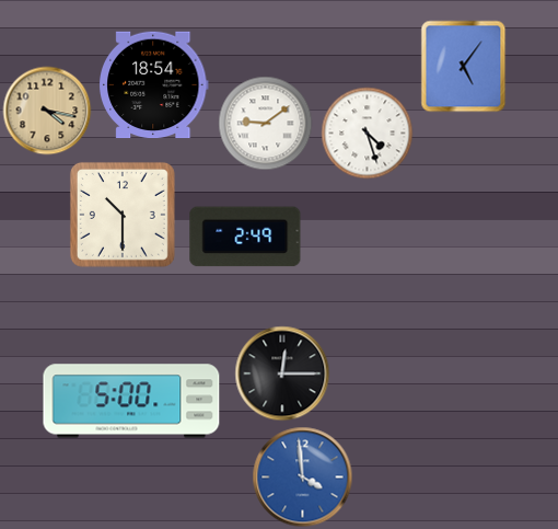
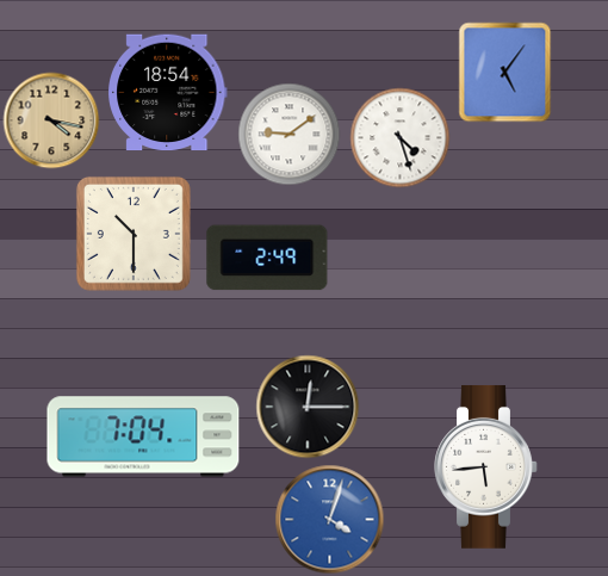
clock at (367, 133) position: (367, 133) -> (399, 137)
clock at (131, 401): 5:00 -> 7:04
clock at (486, 466): none -> 5:44
clock at (302, 476): 3:59 -> 4:03
